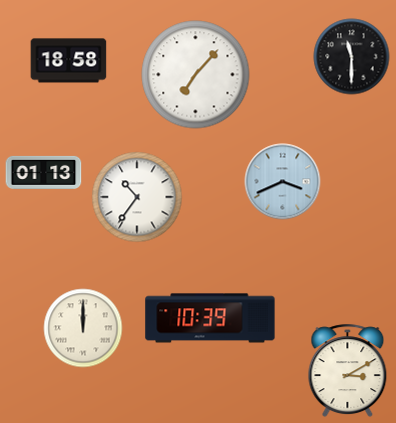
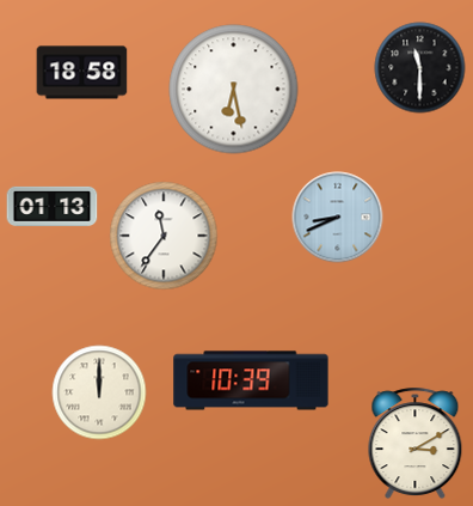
clock at (196, 75): 7:07 -> 6:28
clock at (283, 182): 3:41 -> 8:41
clock at (137, 197): 10:36 -> 11:36
